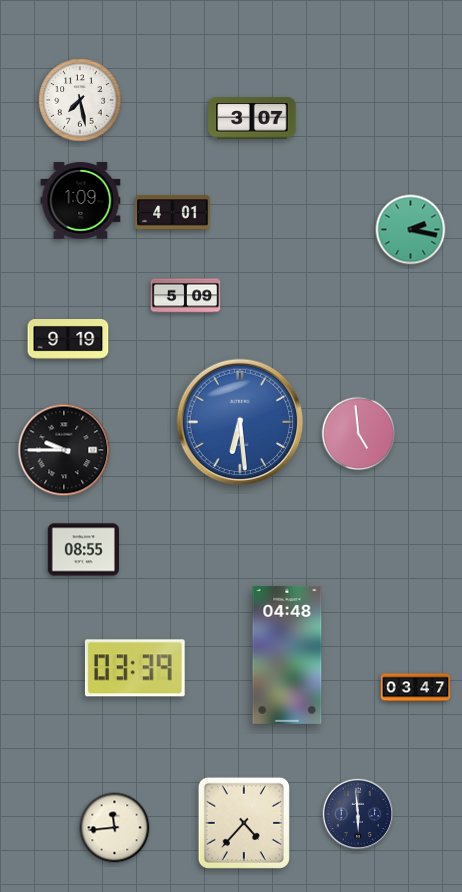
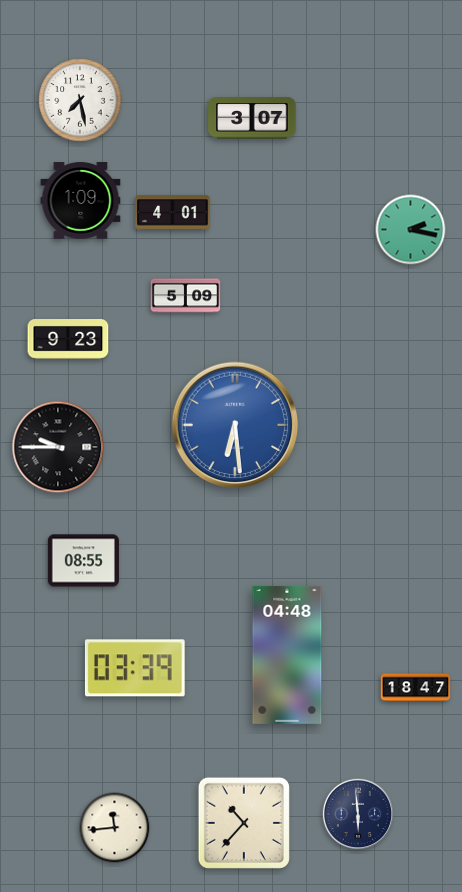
clock at (68, 340): 9:19 -> 9:23
clock at (240, 422) position: (240, 422) -> (235, 425)
clock at (359, 434): 4:59 -> none
clock at (64, 450) position: (64, 450) -> (58, 447)
clock at (83, 550) position: (83, 550) -> (83, 561)
clock at (416, 688): 03:47 -> 18:47
clock at (244, 823): 4:37 -> 10:37
